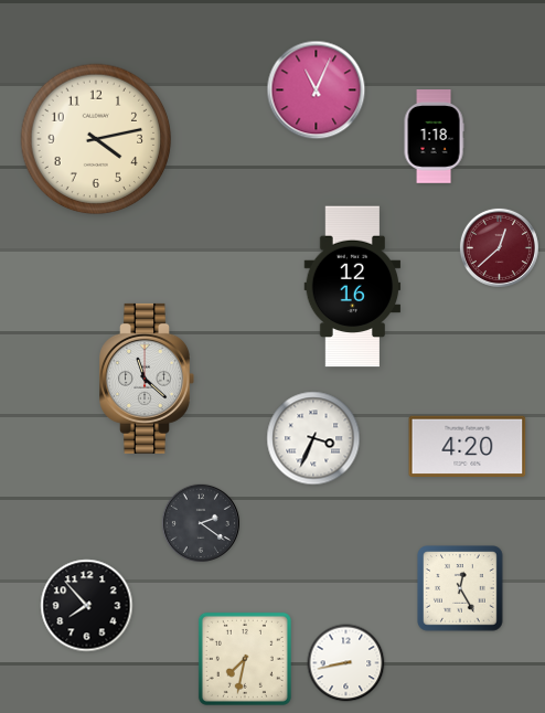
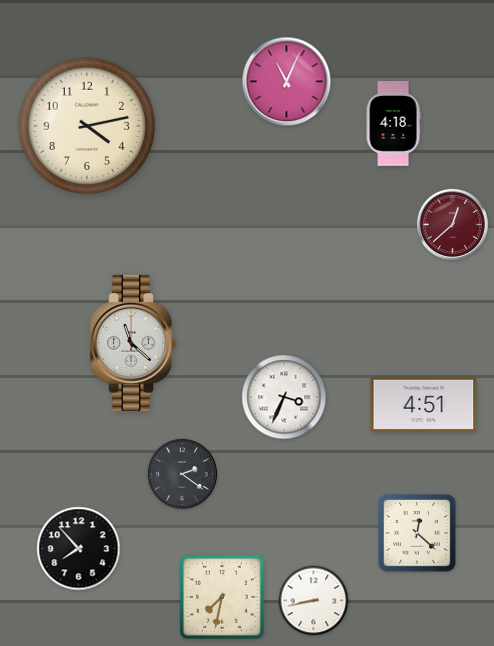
clock at (434, 137): 1:18 -> 4:18
clock at (353, 287): 12:16 -> none
clock at (468, 447): 4:20 -> 4:51
clock at (460, 588): 12:25 -> 12:22
